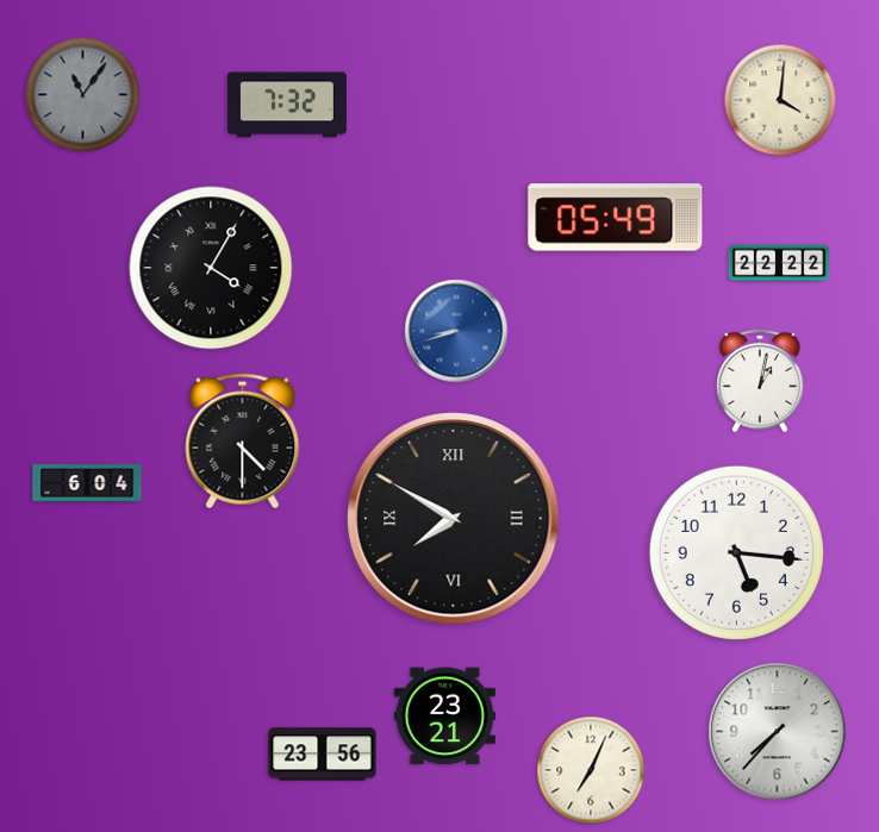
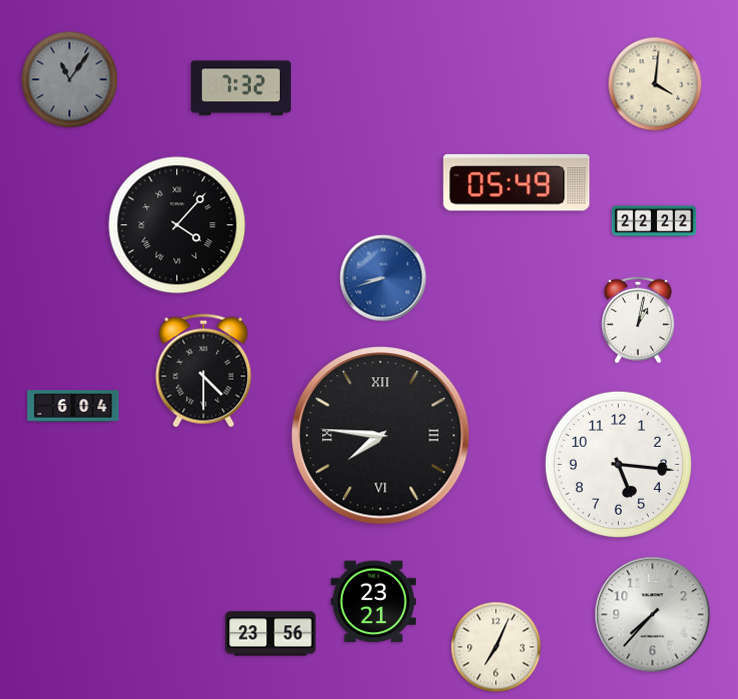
clock at (211, 268): 4:05 -> 4:07
clock at (454, 519): 7:50 -> 7:46
